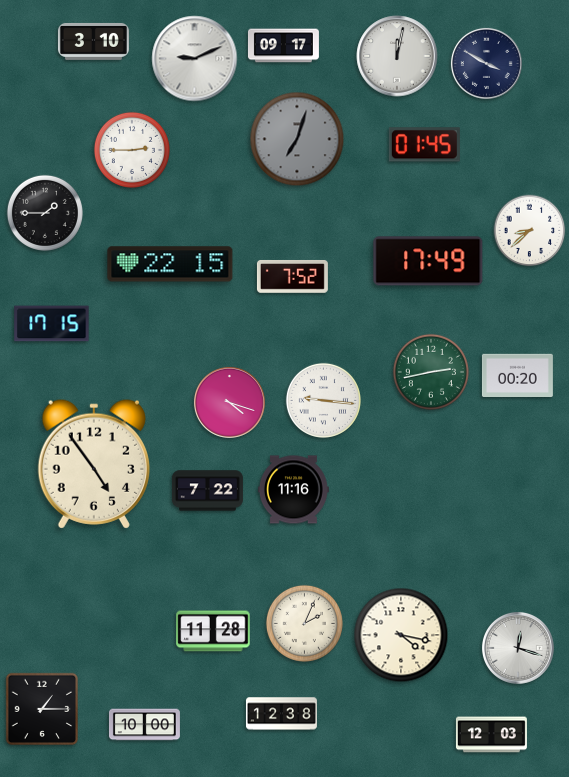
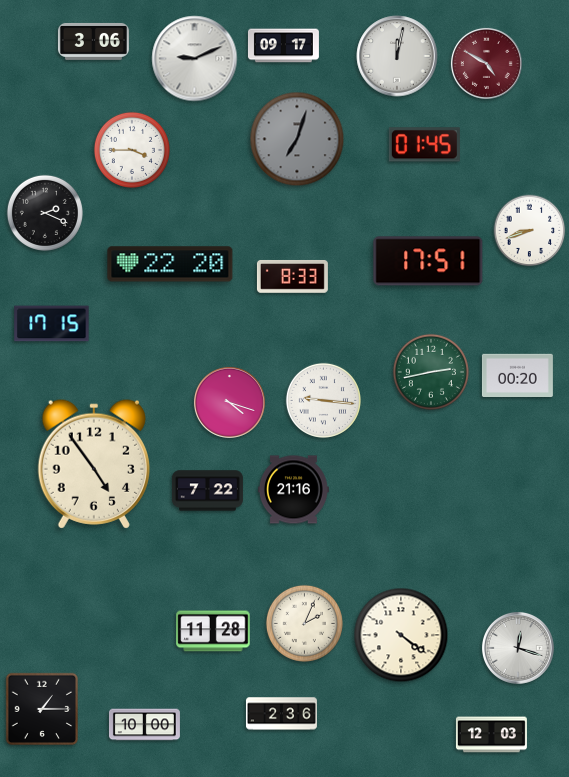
clock at (93, 41): 3:10 -> 3:06
clock at (486, 63): 3:50 -> 4:50
clock at (486, 63) dial: navy -> burgundy
clock at (132, 150): 2:45 -> 3:45
clock at (45, 213): 1:45 -> 2:19
clock at (530, 231): 8:38 -> 8:42
clock at (428, 261): 17:49 -> 17:51
clock at (170, 264): 22:15 -> 22:20
clock at (292, 277): 7:52 -> 8:33
clock at (293, 490): 11:16 -> 21:16
clock at (401, 635): 4:17 -> 4:21
clock at (281, 714): 12:38 -> 2:36
